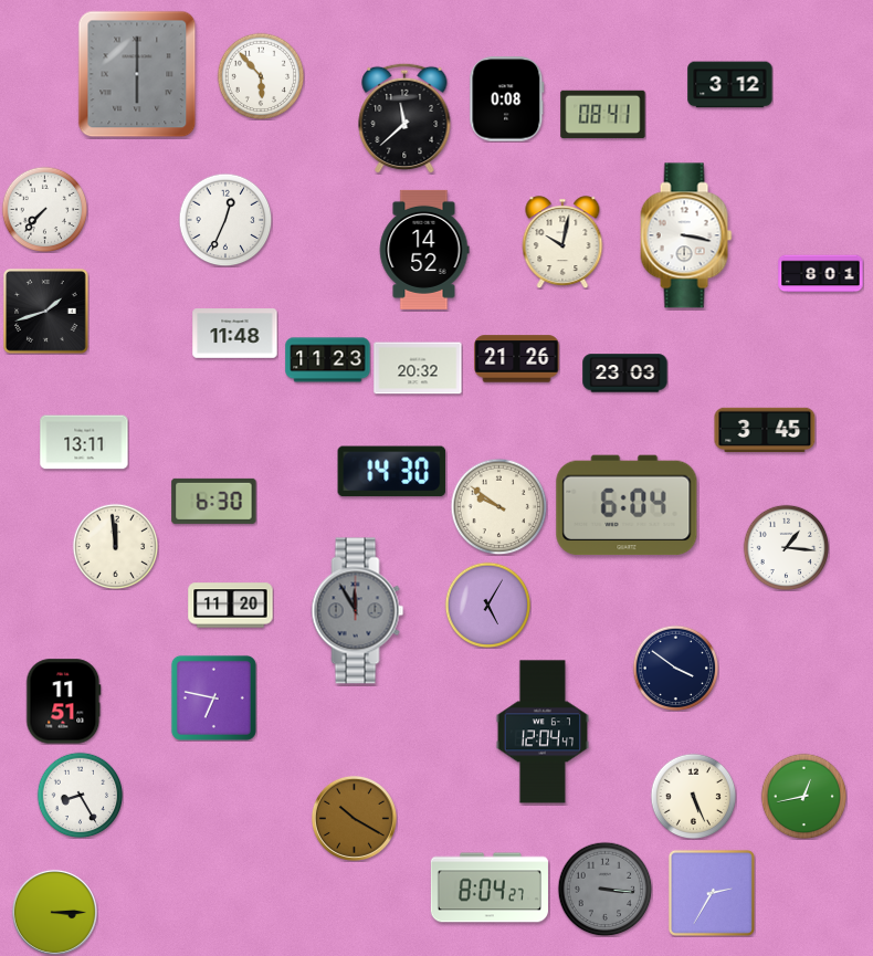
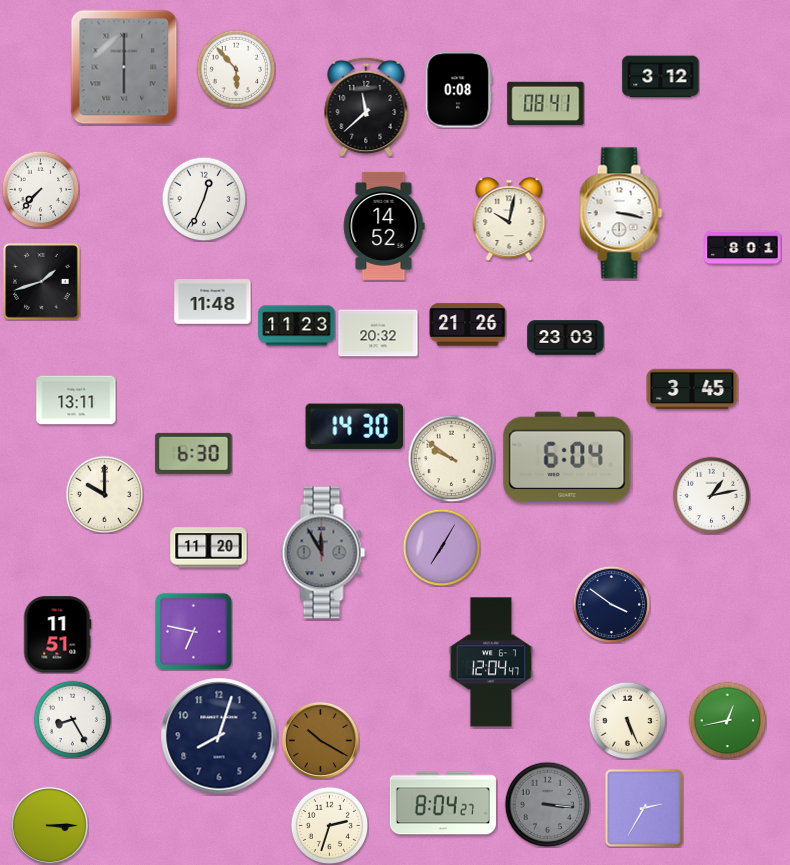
clock at (115, 546): 11:59 -> 10:00
clock at (786, 547): 1:16 -> 1:13
clock at (487, 605): 5:05 -> 7:05
clock at (219, 736): none -> 8:03
clock at (329, 825): none -> 2:33
